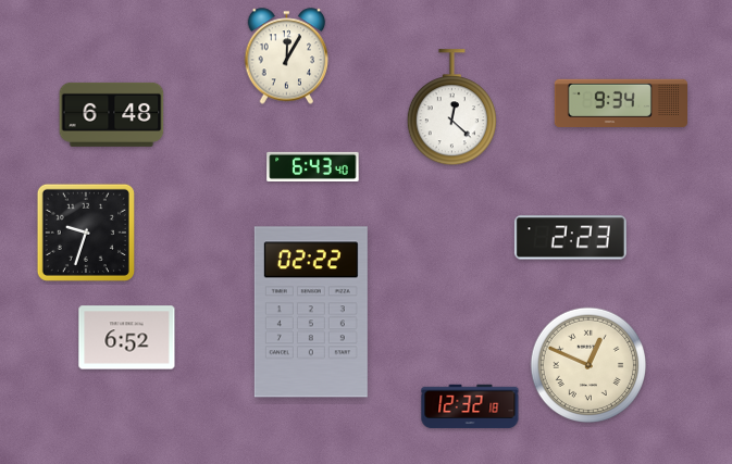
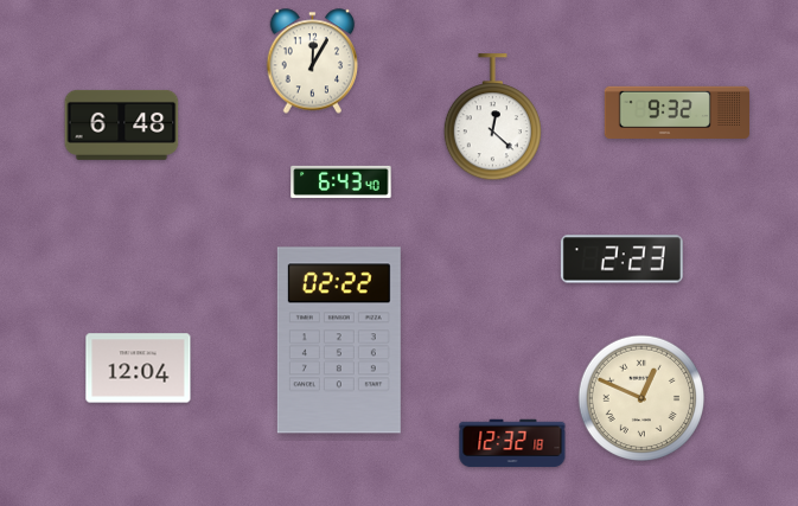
clock at (620, 102): 9:34 -> 9:32
clock at (86, 233): 9:33 -> none
clock at (127, 338): 6:52 -> 12:04
